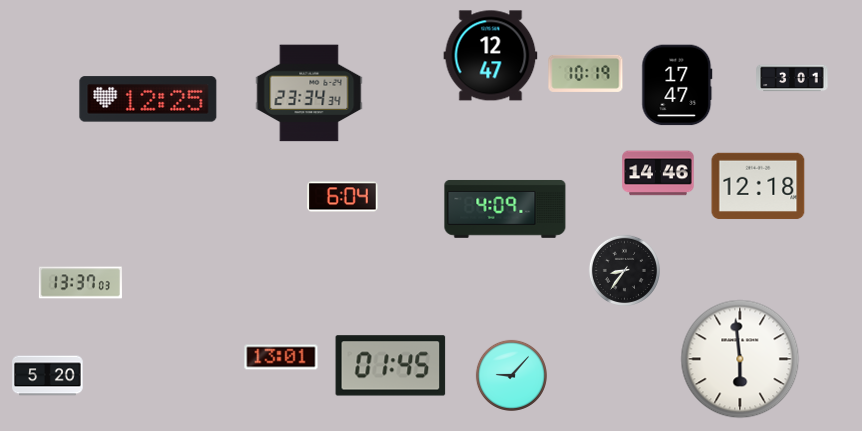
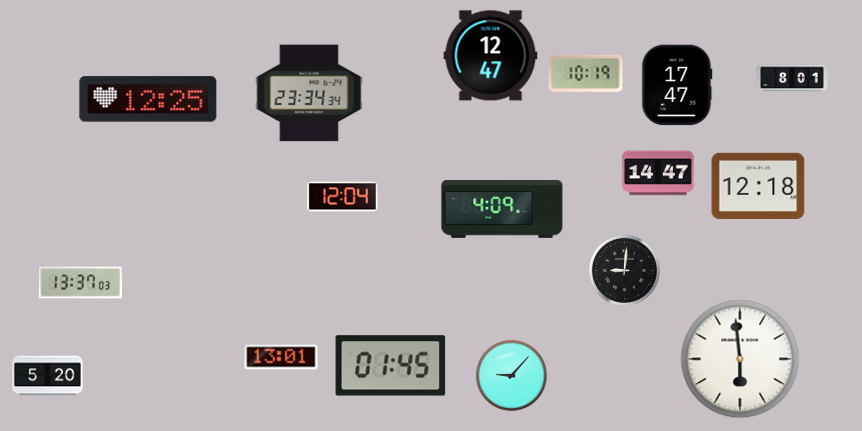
clock at (792, 78): 3:01 -> 8:01
clock at (658, 173): 14:46 -> 14:47
clock at (343, 197): 6:04 -> 12:04
clock at (505, 209) position: (505, 209) -> (502, 209)
clock at (624, 270): 8:36 -> 9:01
